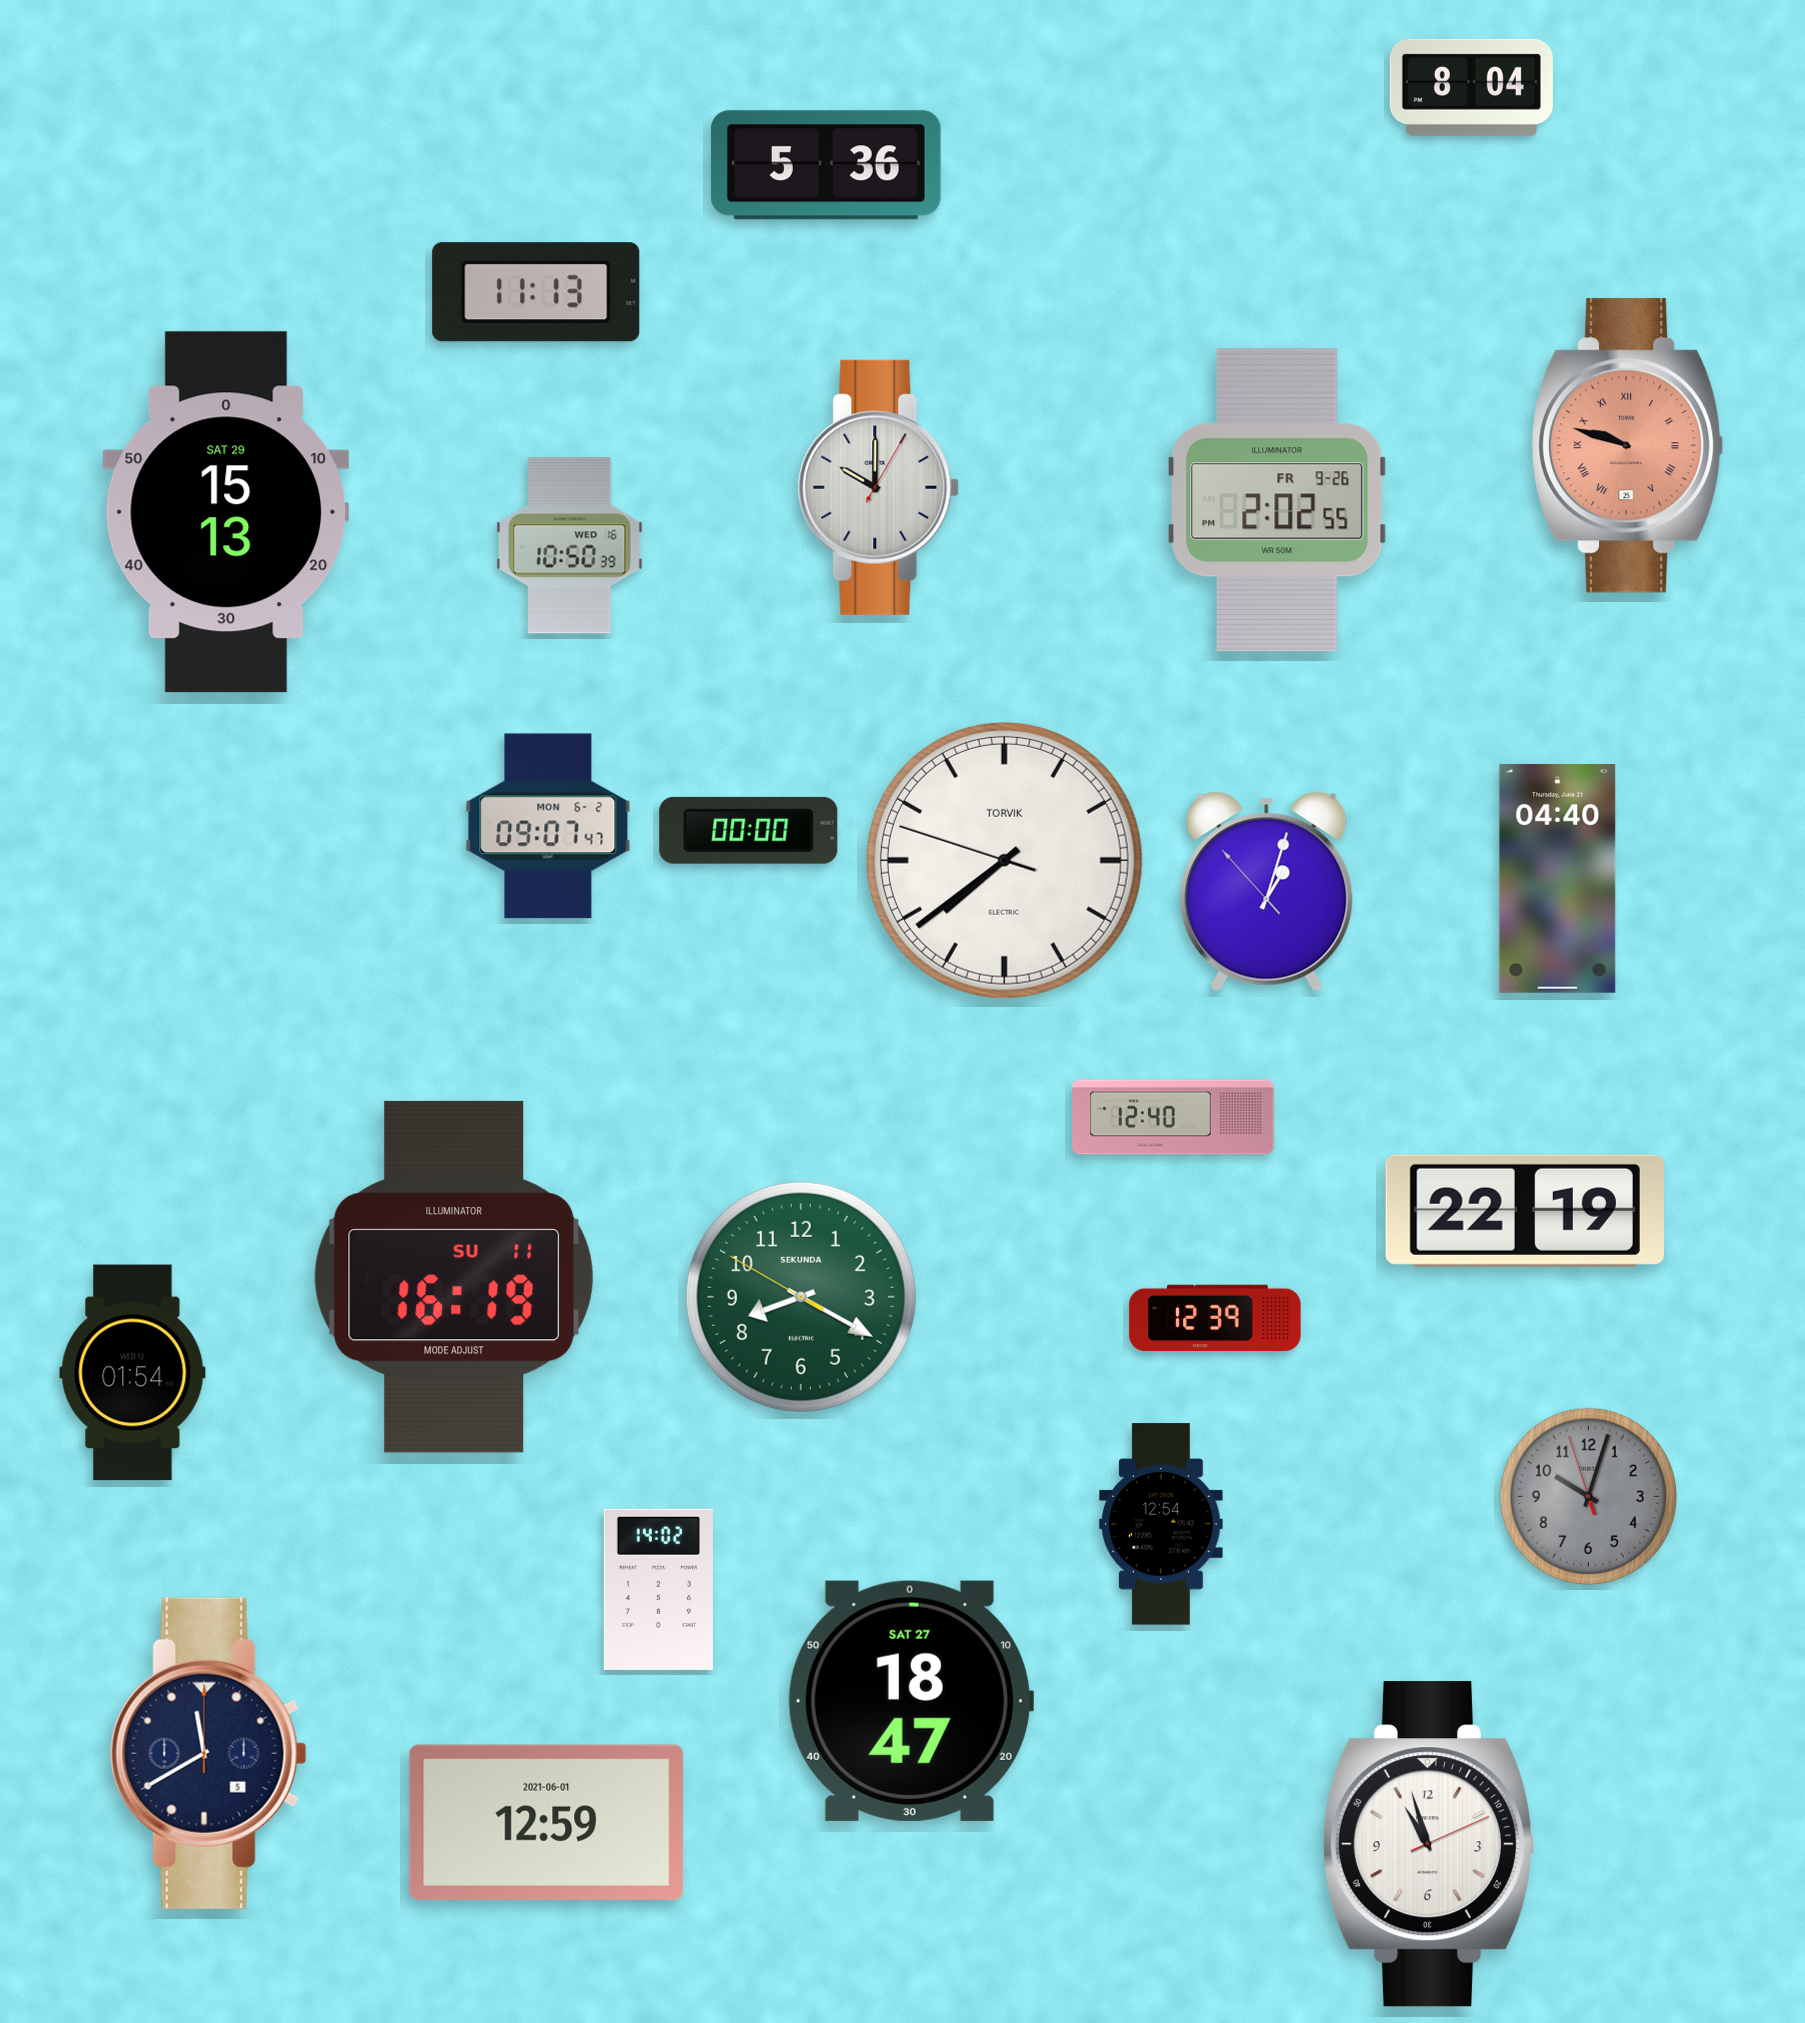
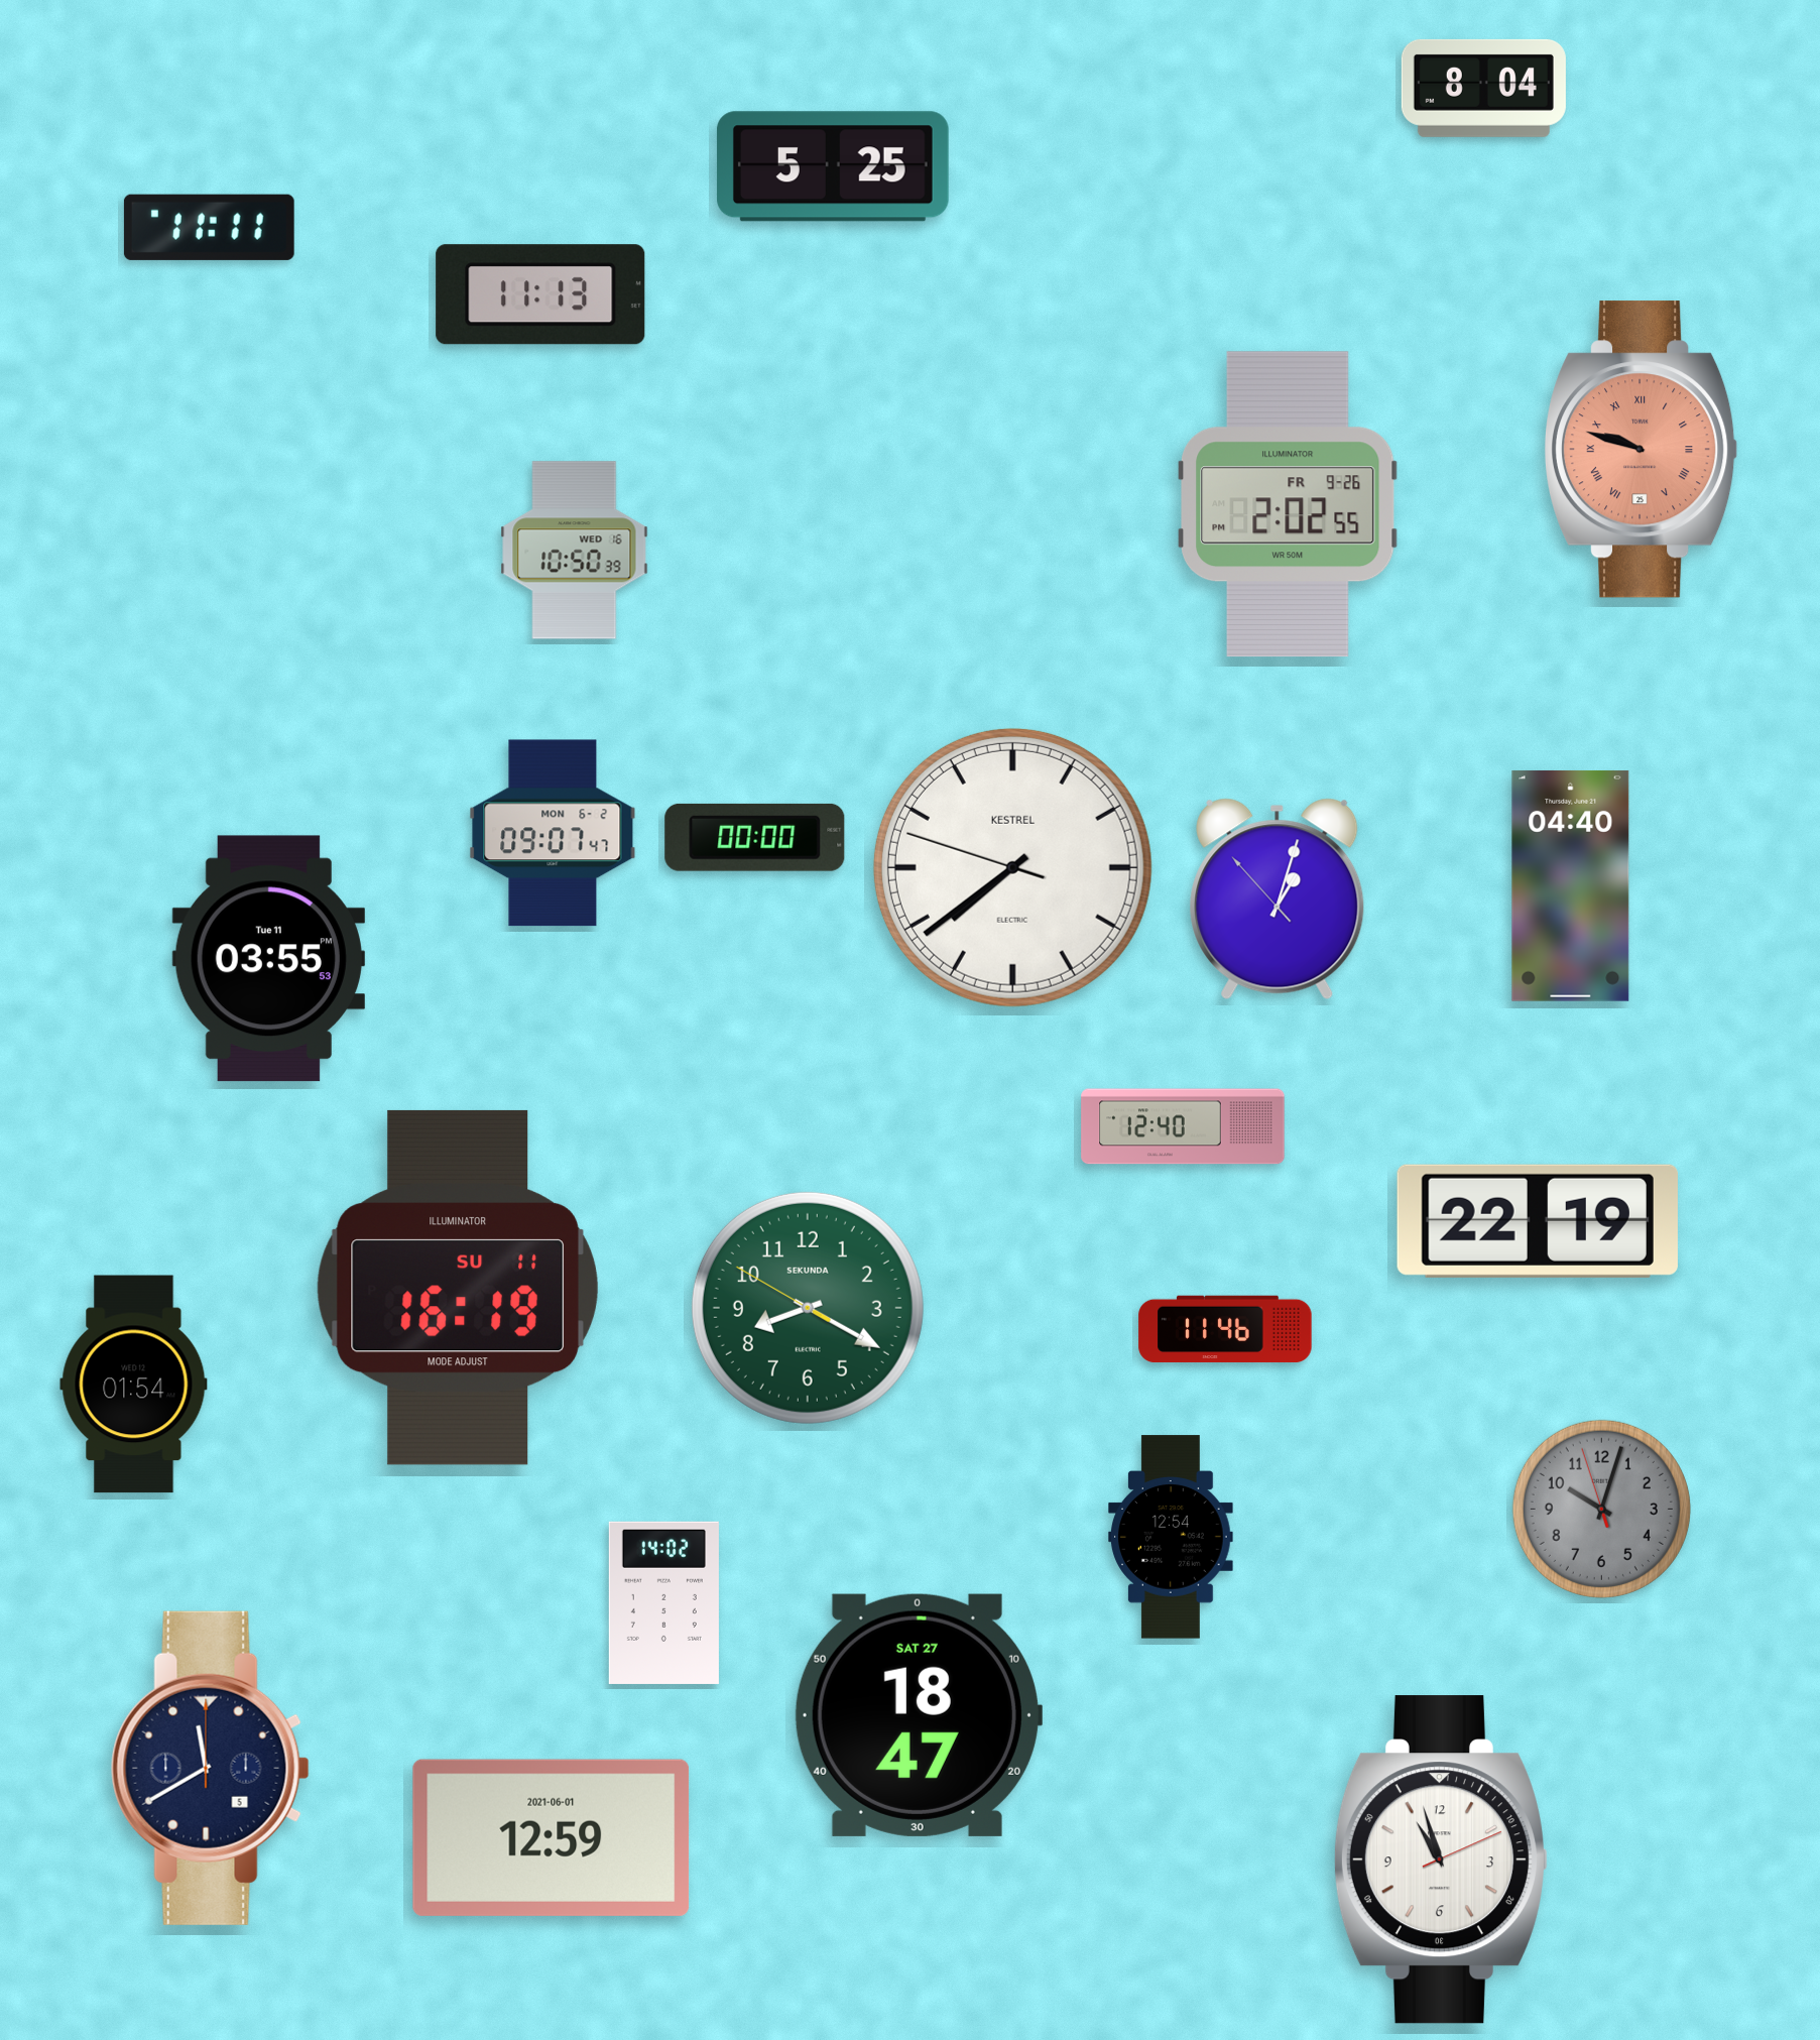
clock at (826, 165): 5:36 -> 5:25
clock at (209, 227): none -> 11:11
clock at (879, 487): 10:00 -> none
clock at (226, 512): 15:13 -> none
clock at (1004, 860) brand: TORVIK -> KESTREL
clock at (268, 959): none -> 03:55
clock at (1215, 1318): 12:39 -> 11:46
